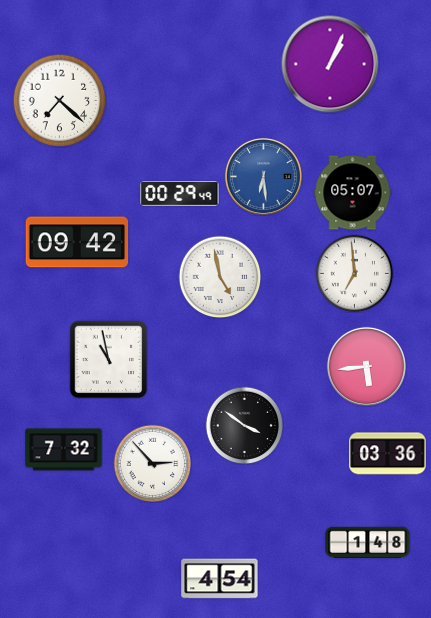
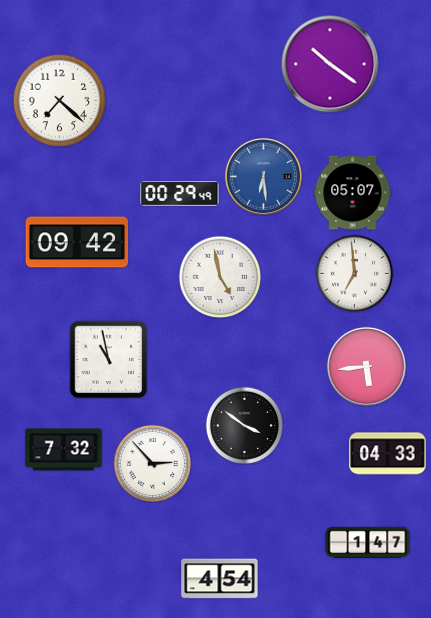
clock at (330, 64): 1:04 -> 10:21
clock at (388, 454): 03:36 -> 04:33
clock at (368, 543): 1:48 -> 1:47
